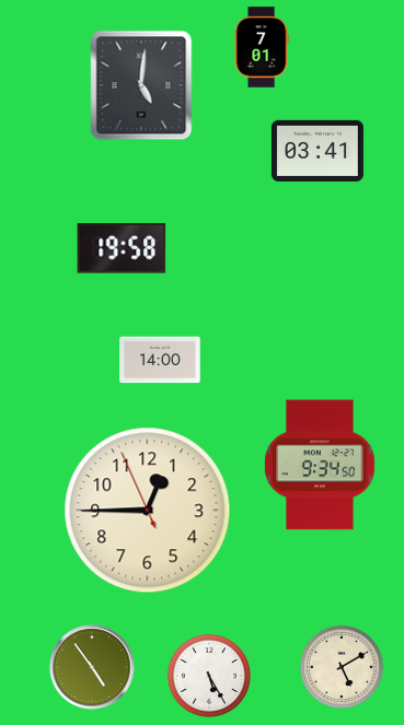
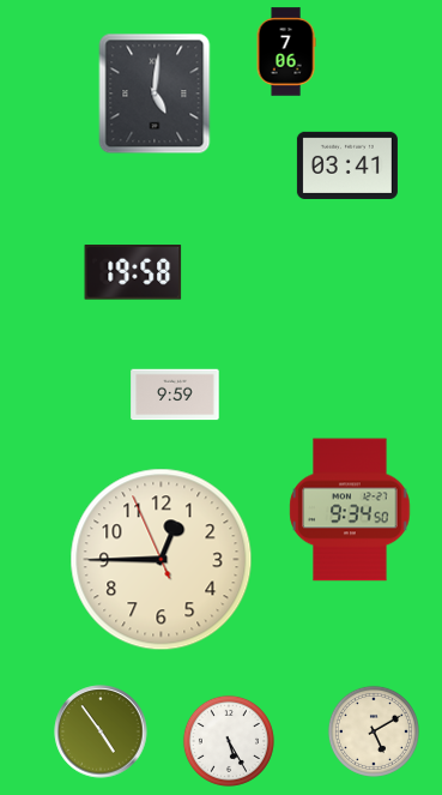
clock at (262, 47): 7:01 -> 7:06
clock at (160, 360): 14:00 -> 9:59
